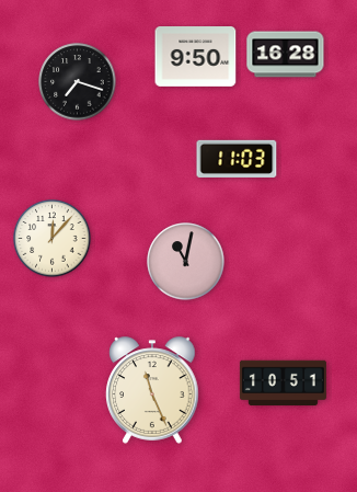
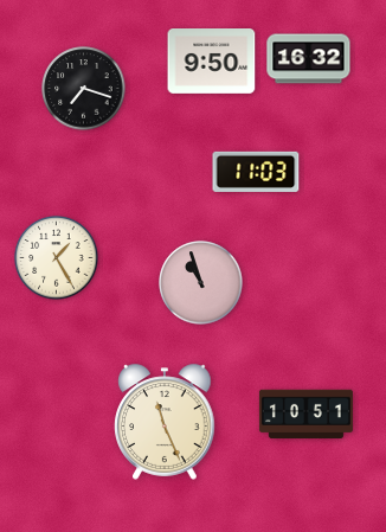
clock at (286, 55): 16:28 -> 16:32
clock at (53, 239): 12:07 -> 1:25
clock at (186, 262): 11:02 -> 10:57
